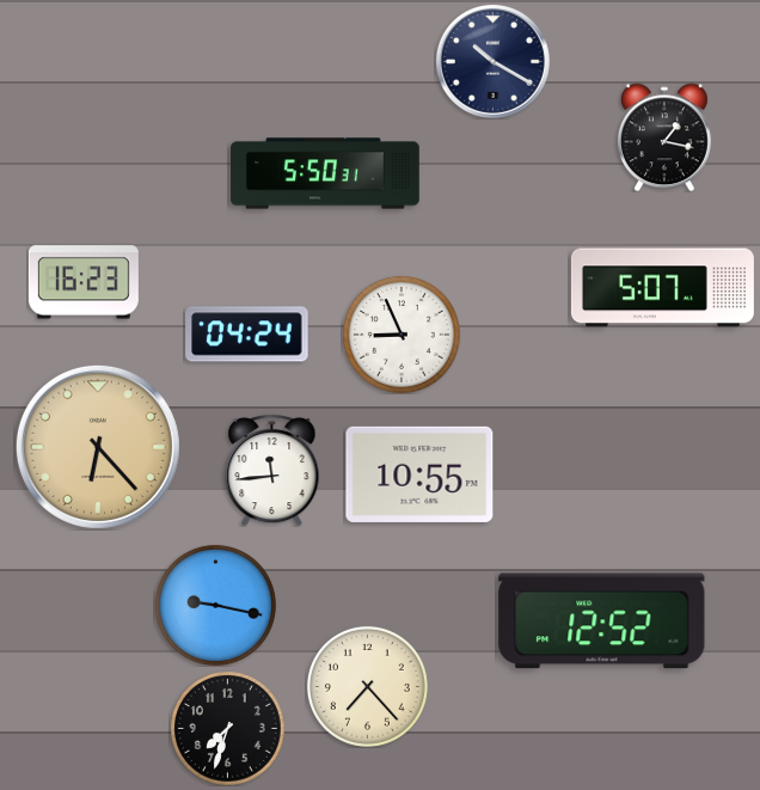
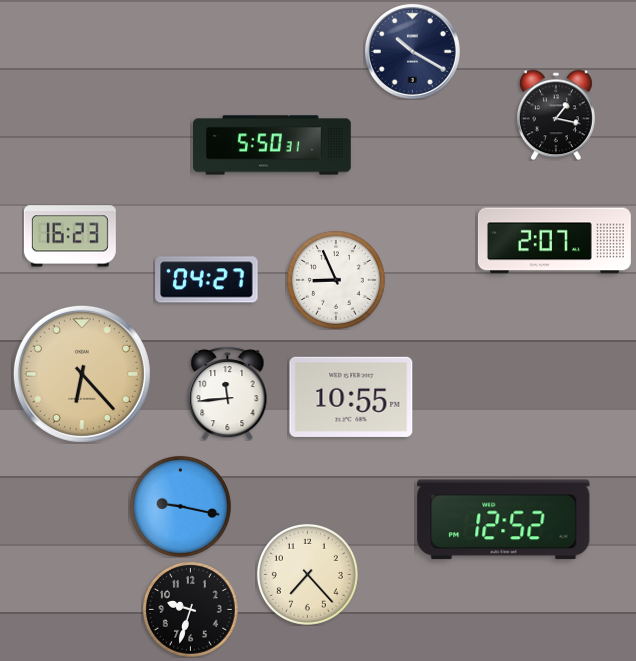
clock at (662, 288): 5:07 -> 2:07
clock at (247, 335): 04:24 -> 04:27
clock at (227, 728): 7:33 -> 9:33
